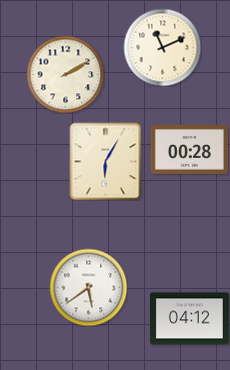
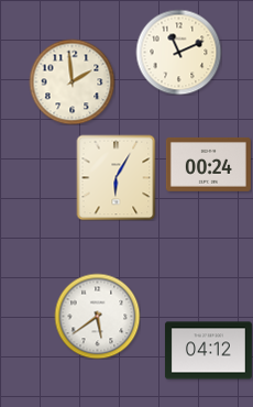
clock at (65, 74): 2:10 -> 1:59
clock at (189, 149): 00:28 -> 00:24
